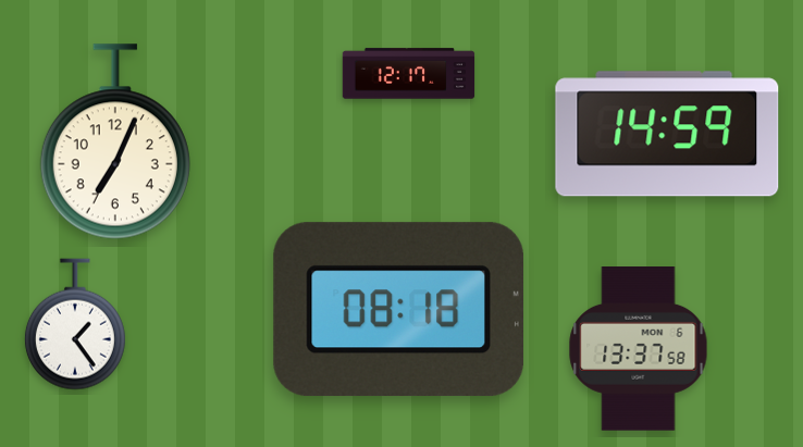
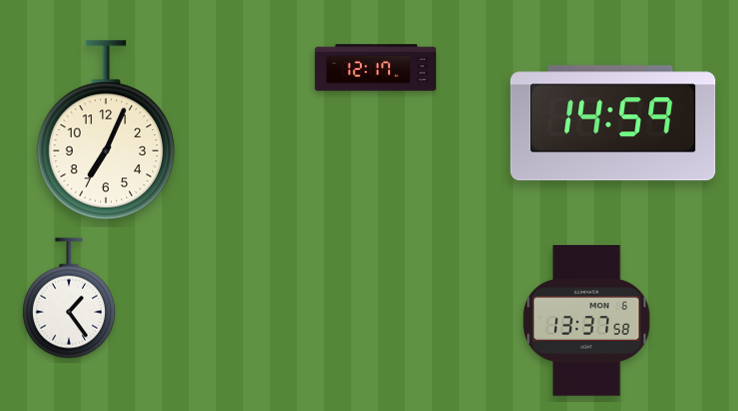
clock at (398, 310): 08:18 -> none
